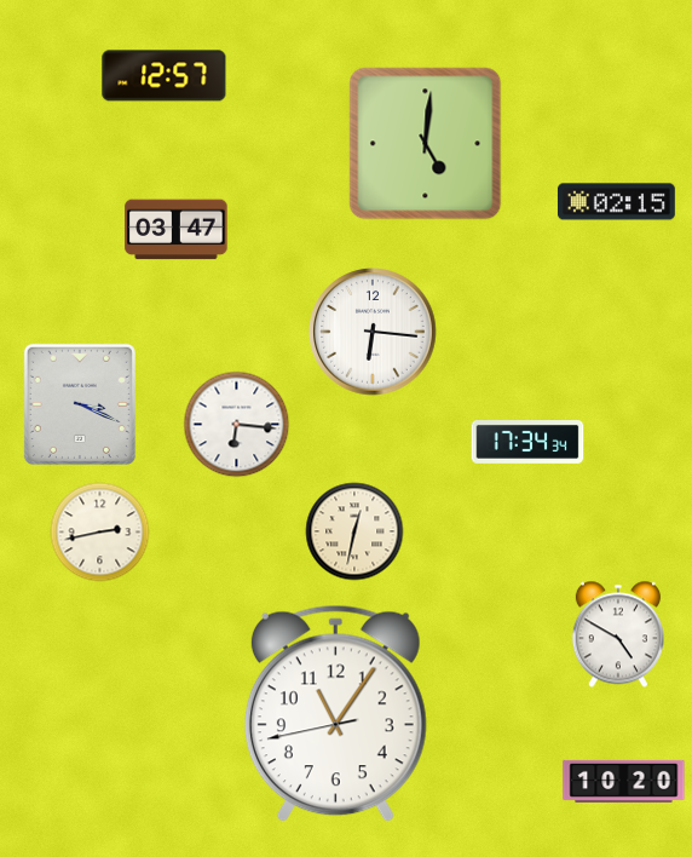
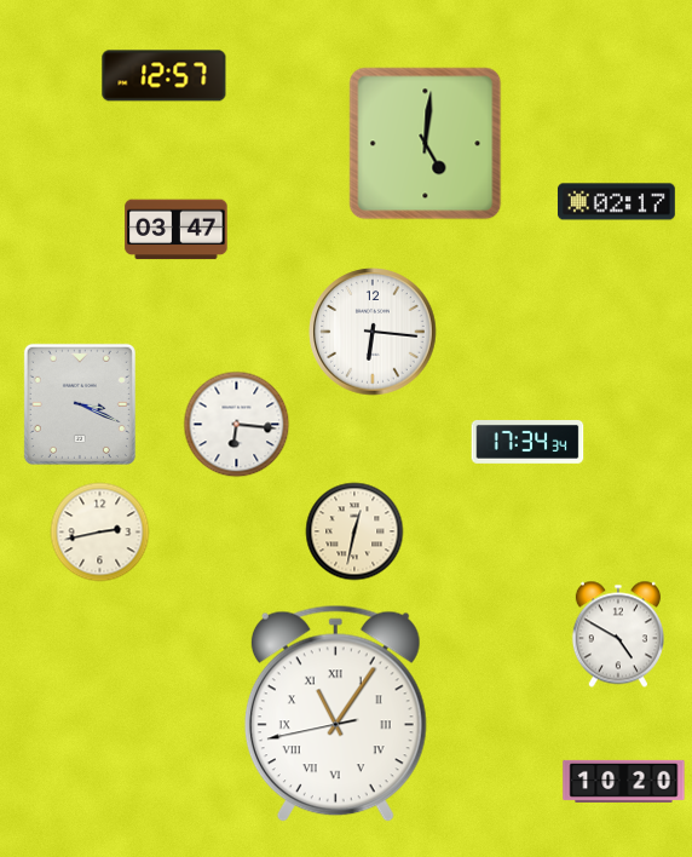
clock at (616, 202): 02:15 -> 02:17
clock at (335, 714) numerals: Arabic -> Roman
